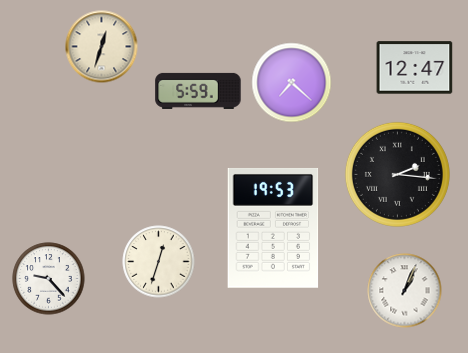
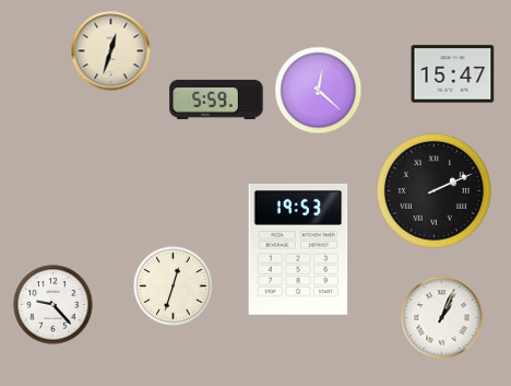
clock at (415, 68): 12:47 -> 15:47
clock at (292, 83): 7:22 -> 12:22
clock at (397, 174): 2:16 -> 2:11
